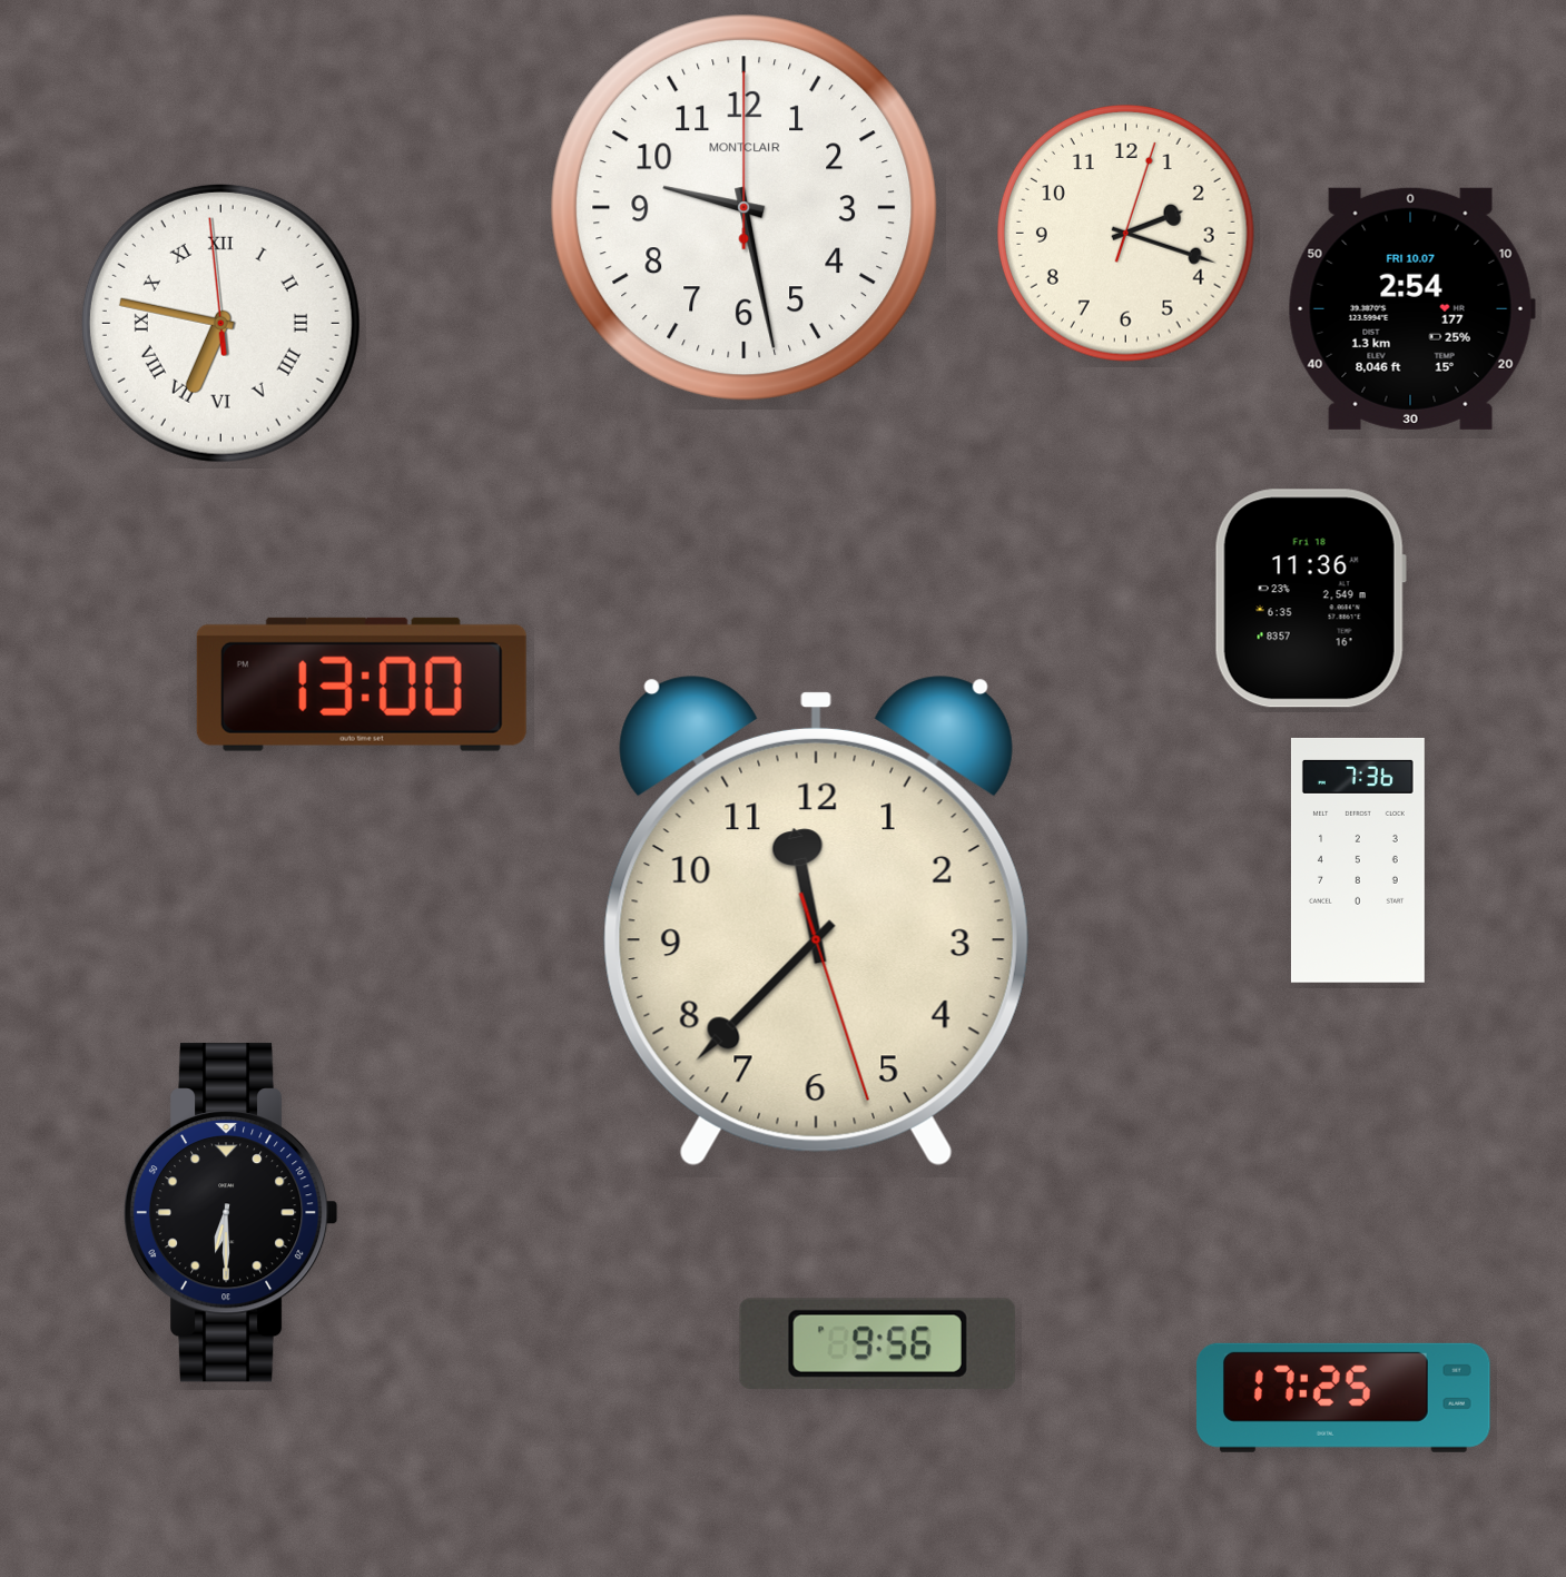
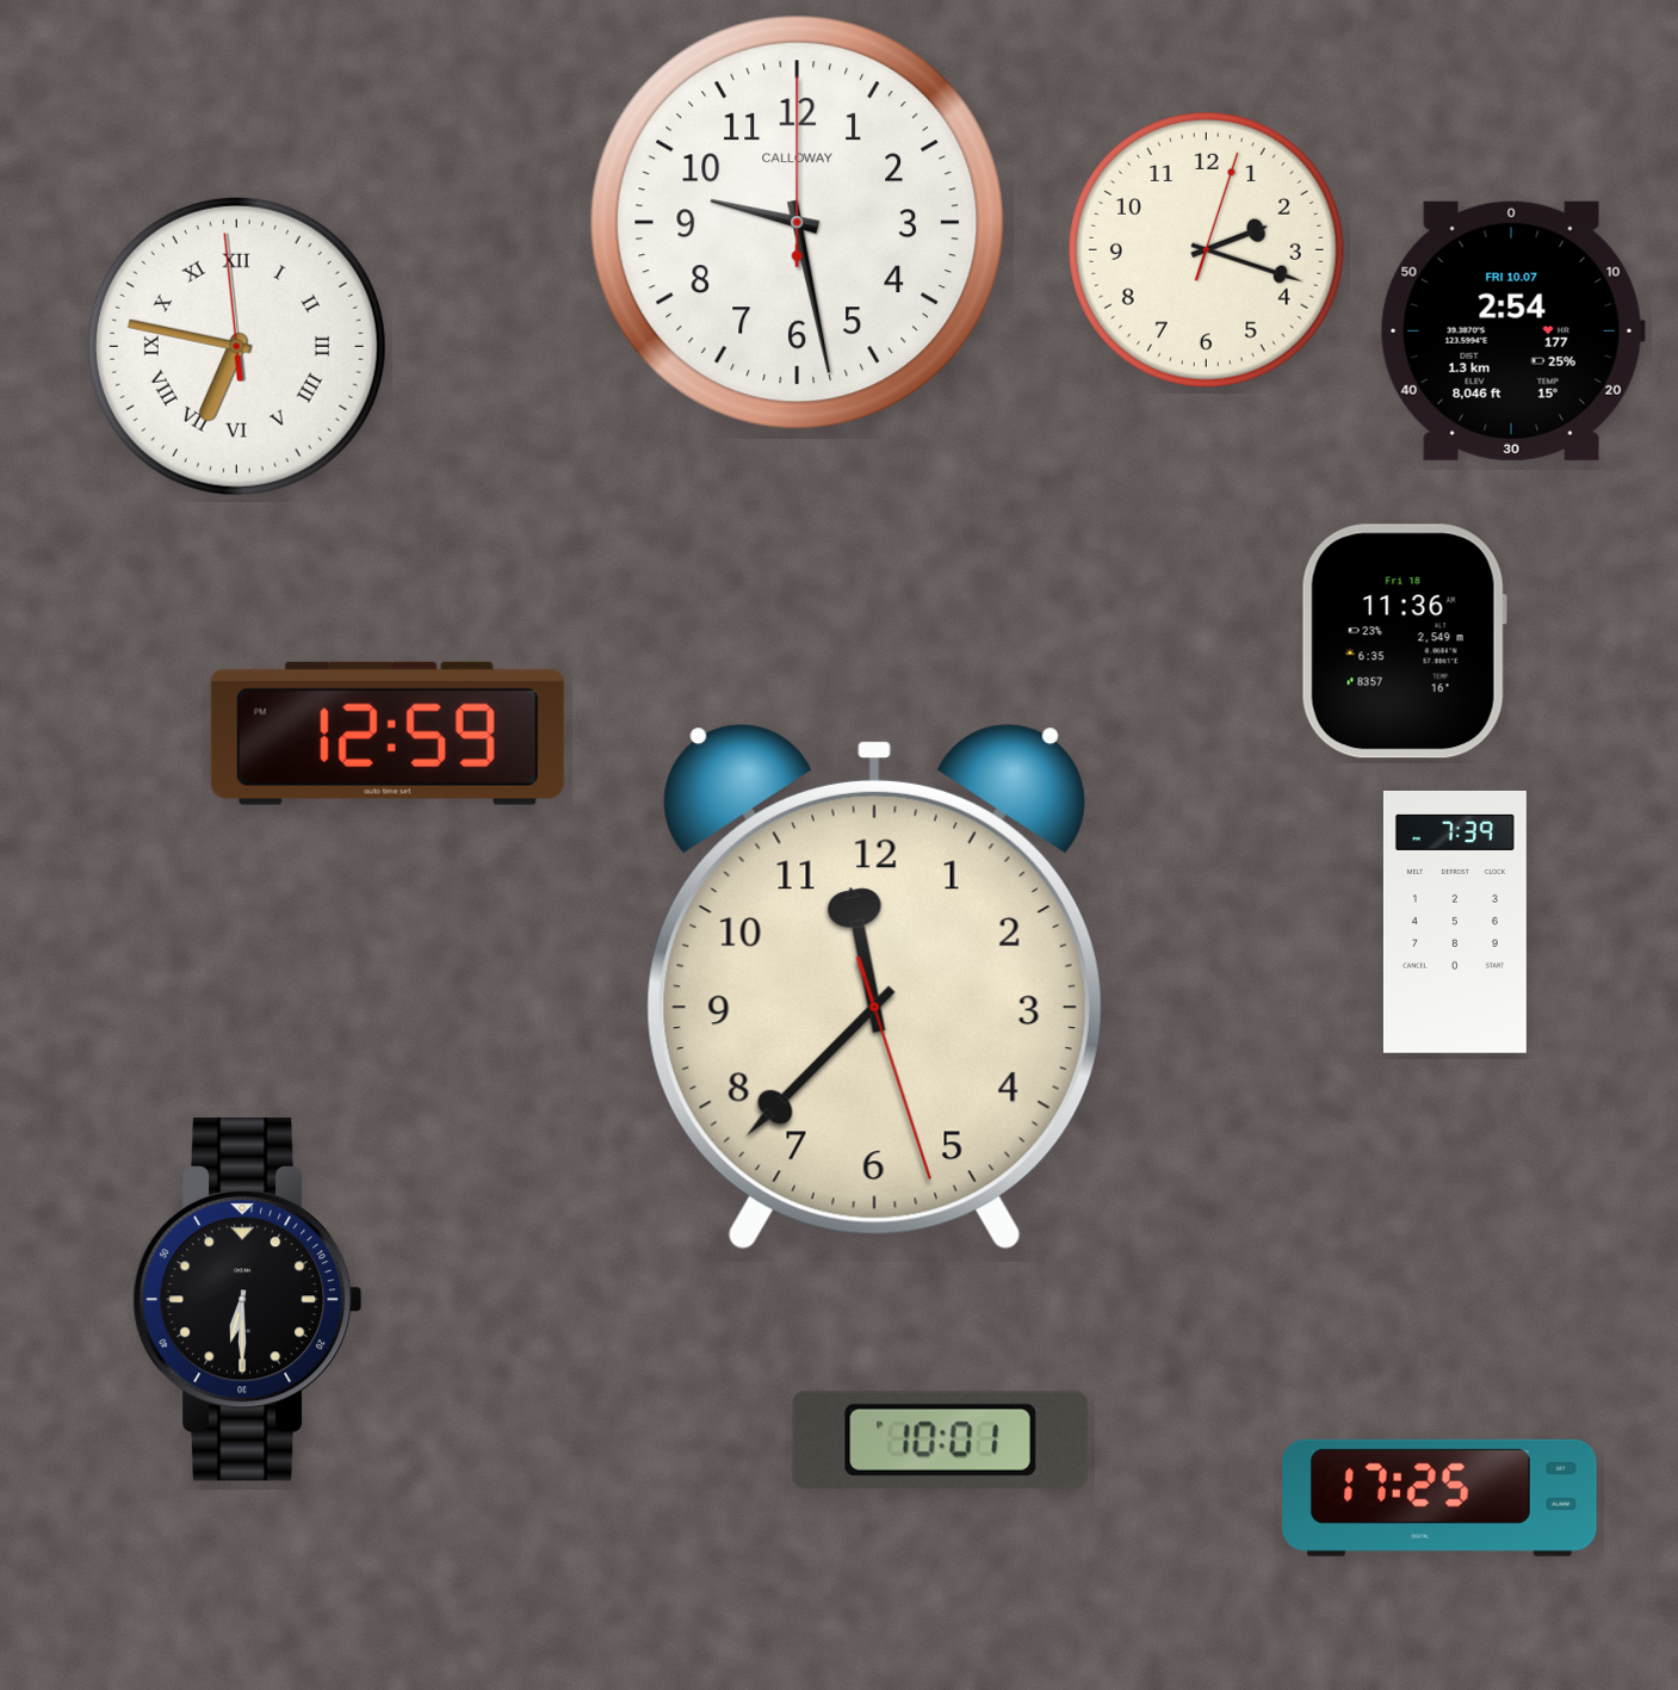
clock at (745, 208) brand: MONTCLAIR -> CALLOWAY
clock at (362, 684): 13:00 -> 12:59
clock at (1358, 860): 7:36 -> 7:39
clock at (877, 1343): 9:56 -> 10:01
